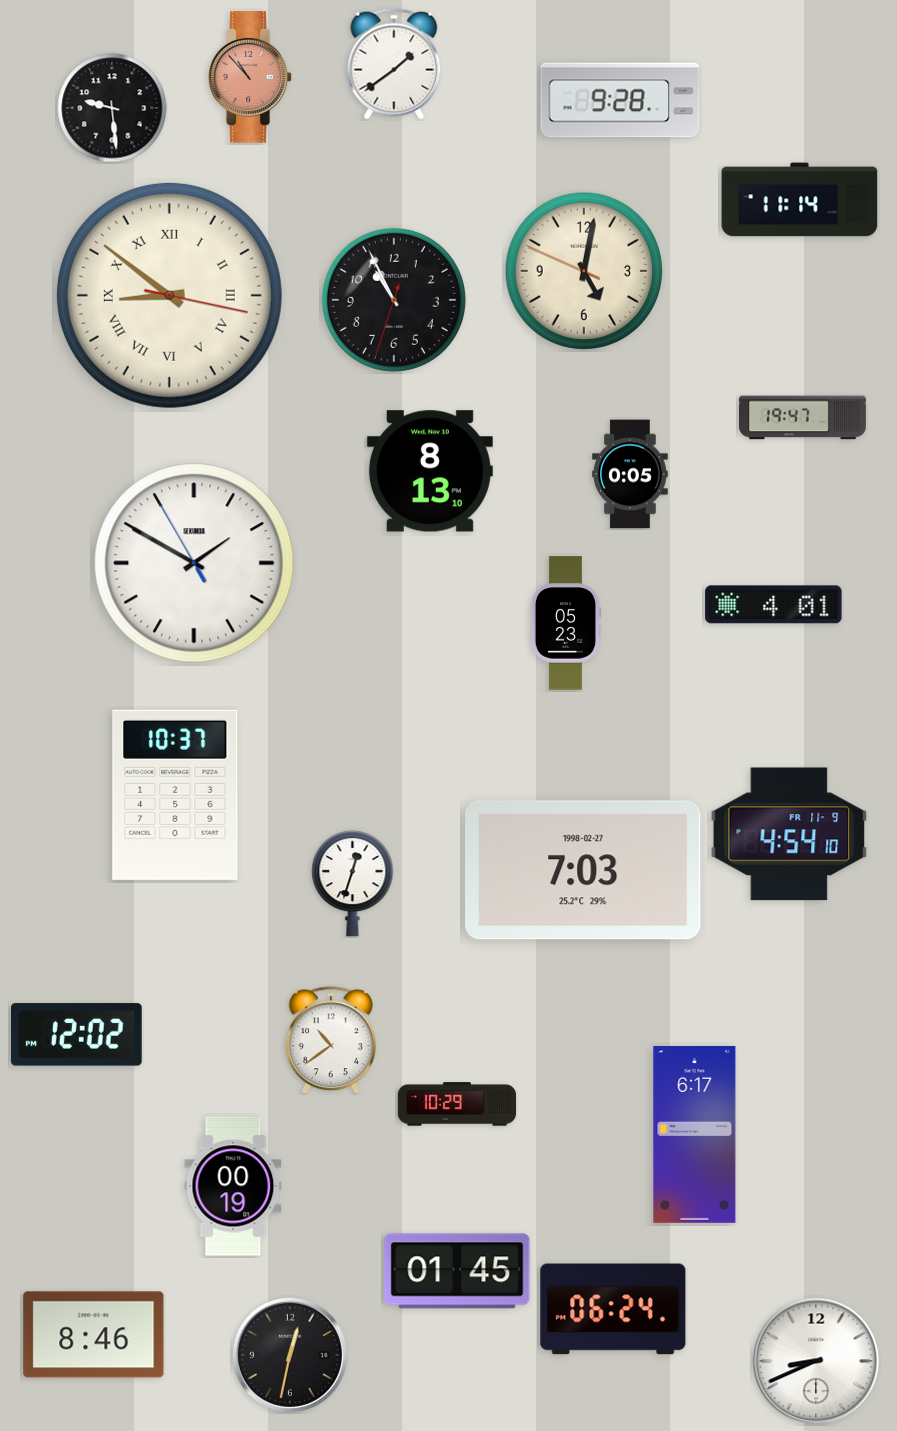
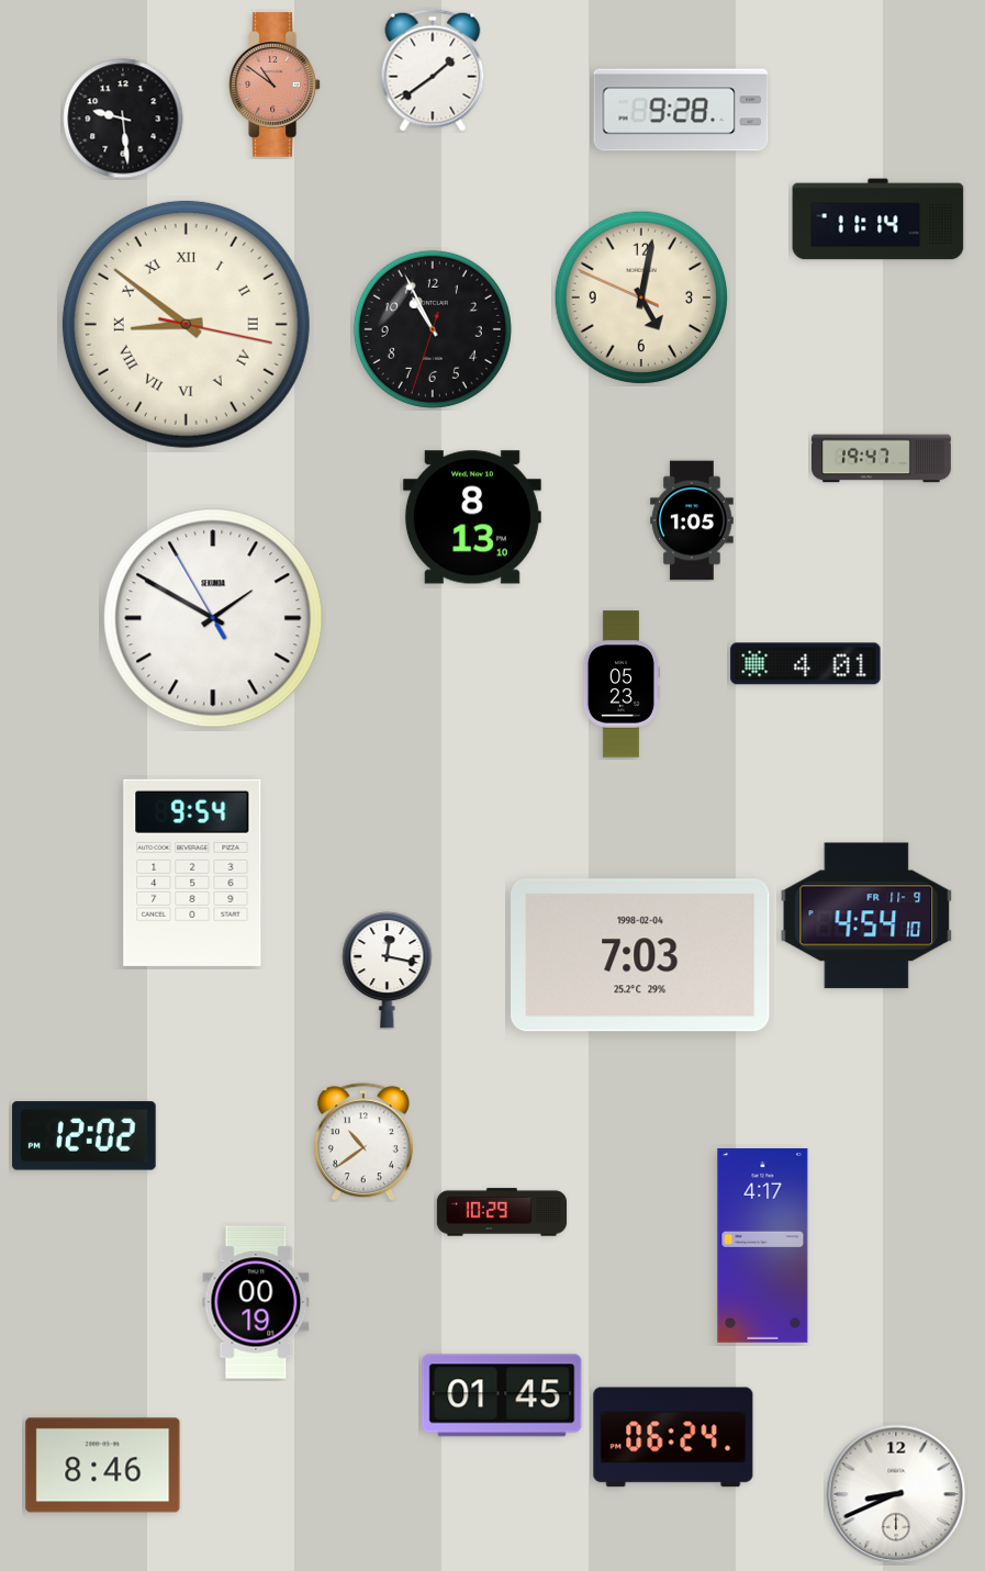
clock at (250, 77): 10:53 -> 10:51
clock at (630, 474): 0:05 -> 1:05
clock at (774, 605) position: (774, 605) -> (806, 664)
clock at (175, 795): 10:37 -> 9:54
clock at (583, 870) date: 1998-02-27 -> 1998-02-04
clock at (353, 883): 12:33 -> 12:17
clock at (695, 1134): 6:17 -> 4:17
clock at (290, 1355): 12:32 -> none
